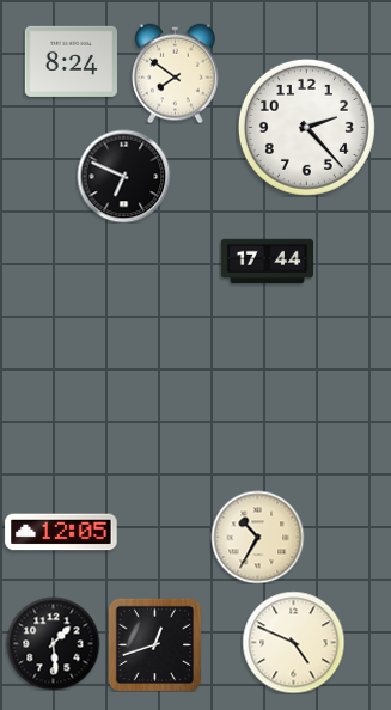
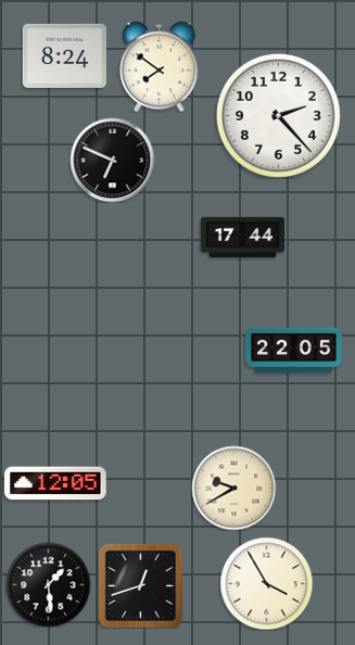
clock at (294, 351): none -> 22:05
clock at (257, 537): 10:35 -> 9:40
clock at (293, 642): 4:49 -> 3:55
